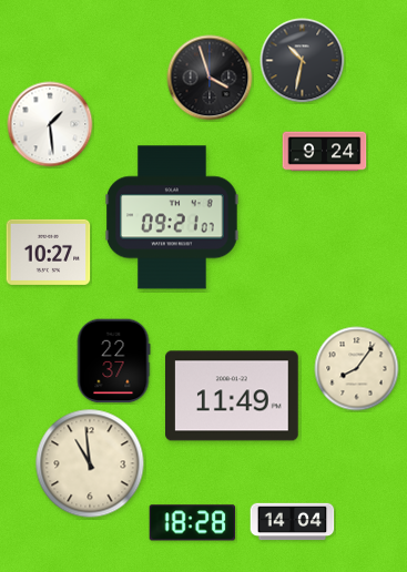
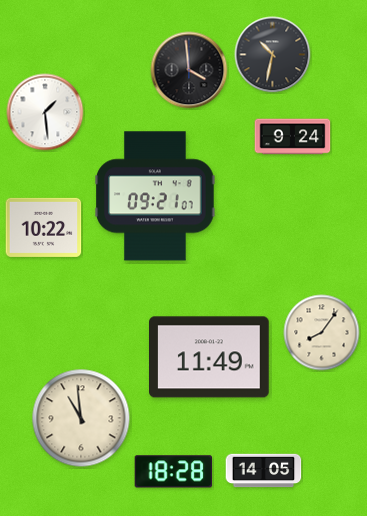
clock at (210, 78): 3:57 -> 3:59
clock at (49, 252): 10:27 -> 10:22
clock at (113, 361): 22:37 -> none
clock at (293, 522): 14:04 -> 14:05
